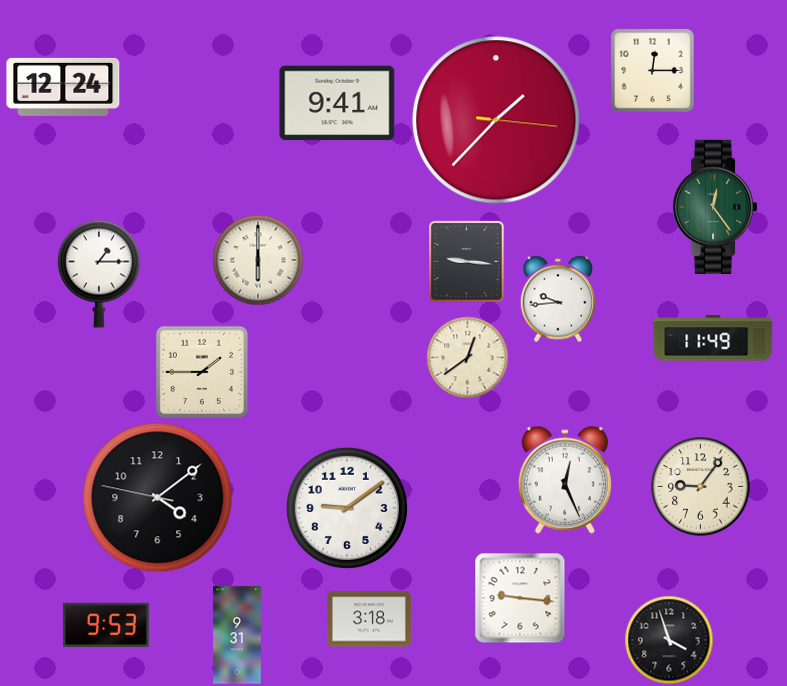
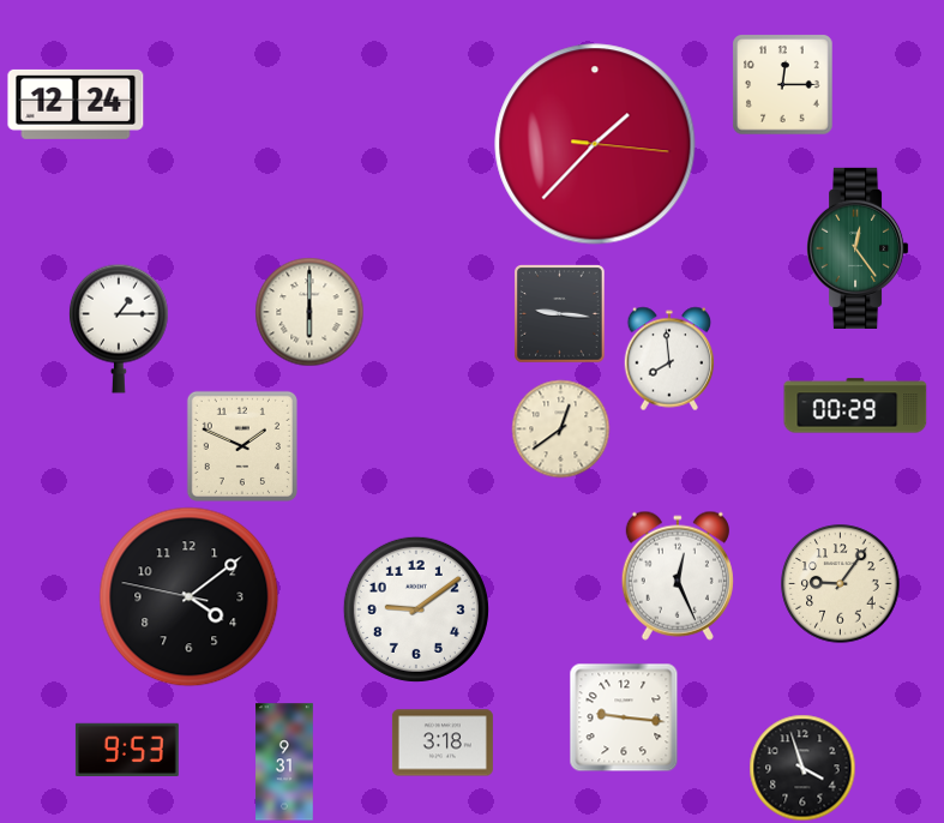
clock at (337, 103): 9:41 -> none
clock at (558, 299): 9:44 -> 7:59
clock at (713, 338): 11:49 -> 00:29
clock at (202, 372): 1:45 -> 1:49
